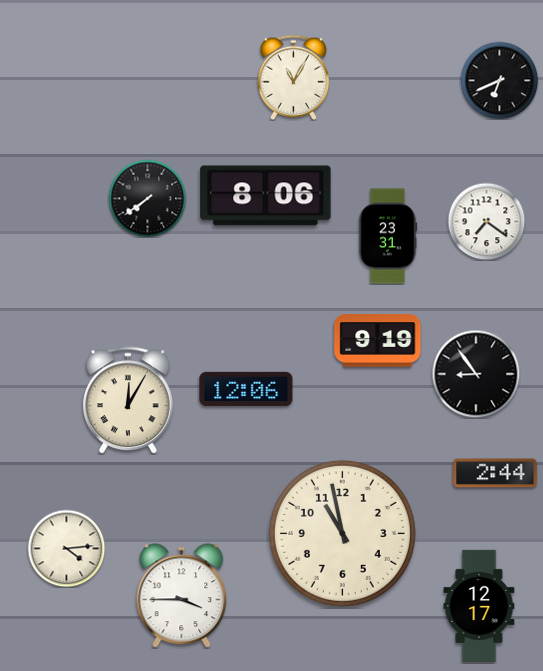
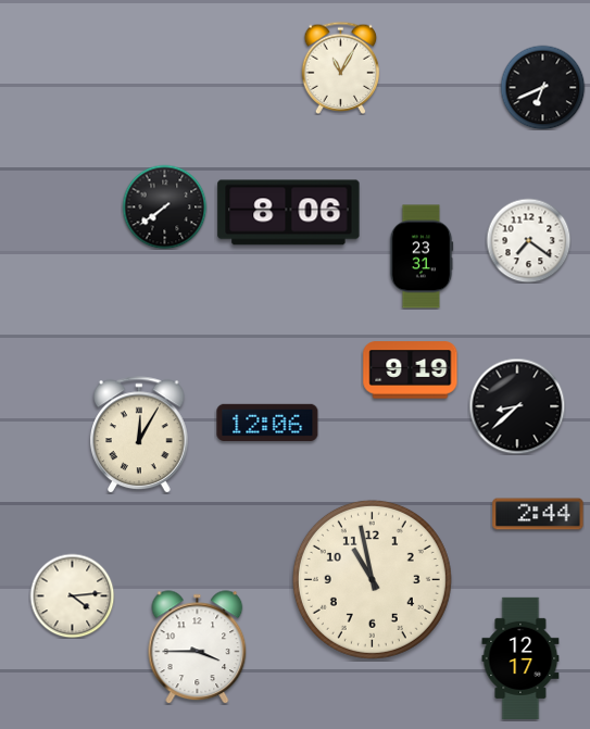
clock at (294, 77) position: (294, 77) -> (341, 67)
clock at (147, 198) position: (147, 198) -> (164, 206)
clock at (476, 374): 8:54 -> 8:38
